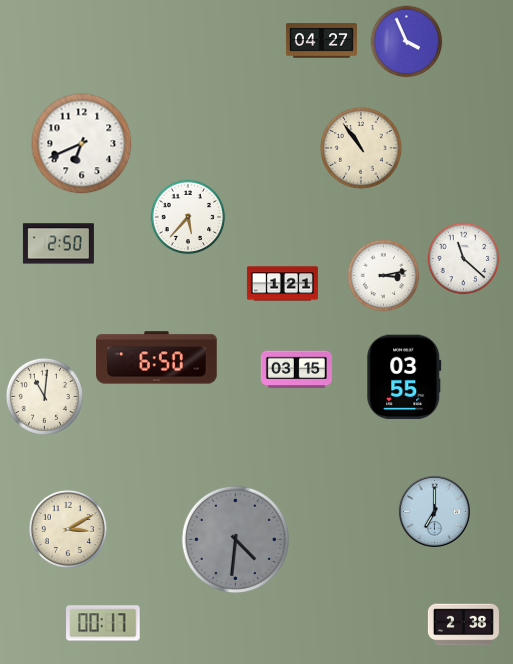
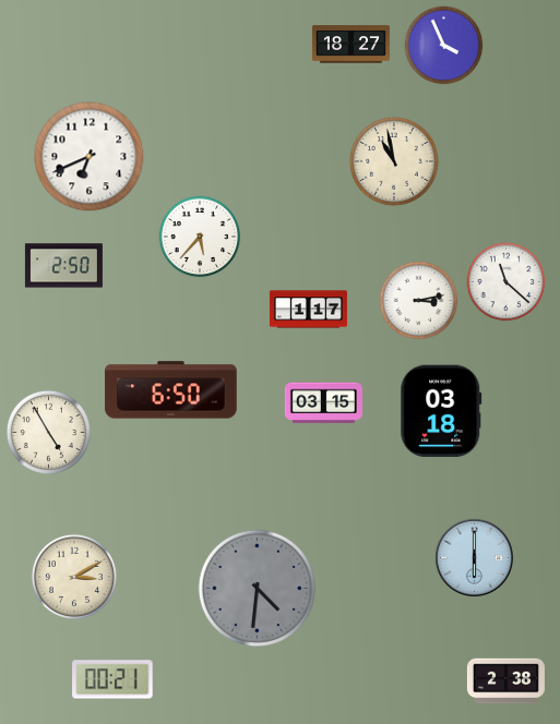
clock at (321, 41): 04:27 -> 18:27
clock at (362, 149): 10:54 -> 10:58
clock at (188, 217) position: (188, 217) -> (200, 237)
clock at (282, 284): 1:21 -> 1:17
clock at (404, 377): 03:55 -> 03:18
clock at (44, 396): 11:01 -> 4:55
clock at (434, 511): 7:00 -> 6:00
clock at (103, 623): 00:17 -> 00:21
